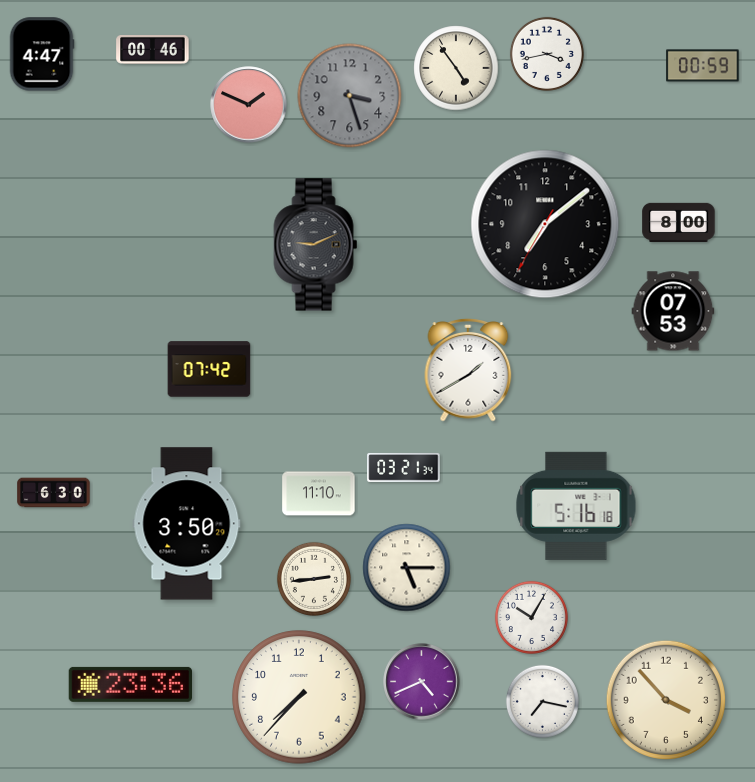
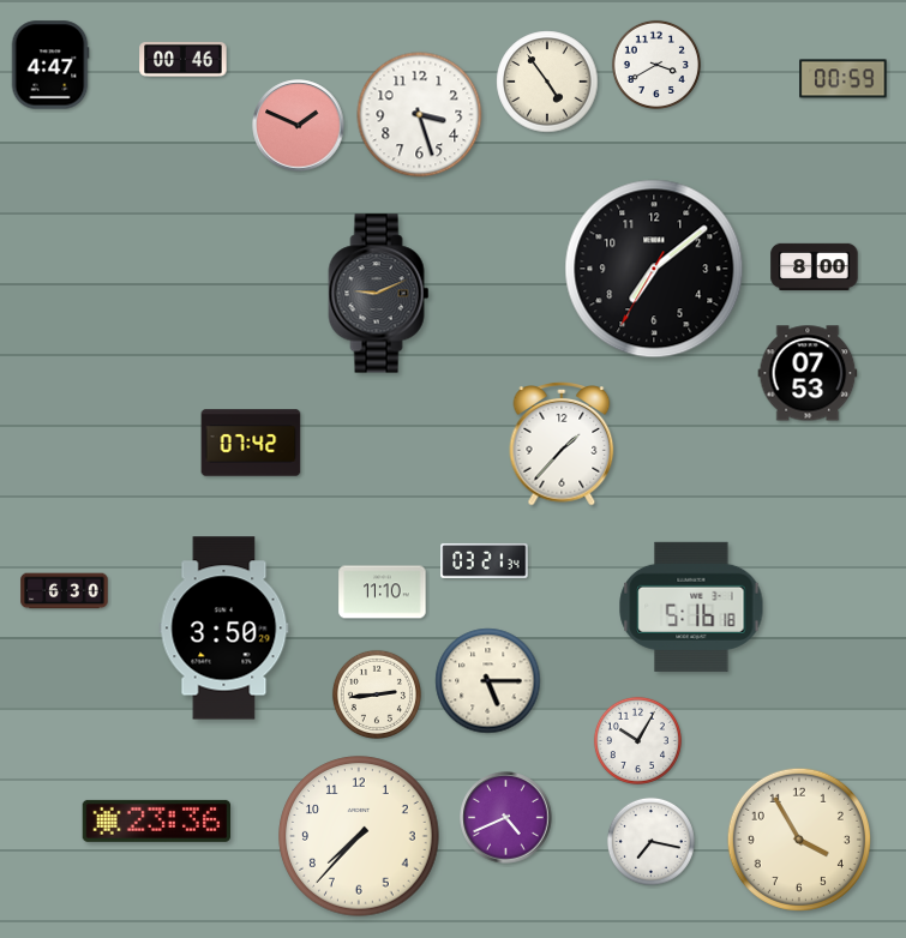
clock at (547, 54): 3:43 -> 3:40
clock at (350, 96) dial: grey -> white
clock at (468, 371): 1:40 -> 1:37
clock at (666, 700): 3:53 -> 3:55
